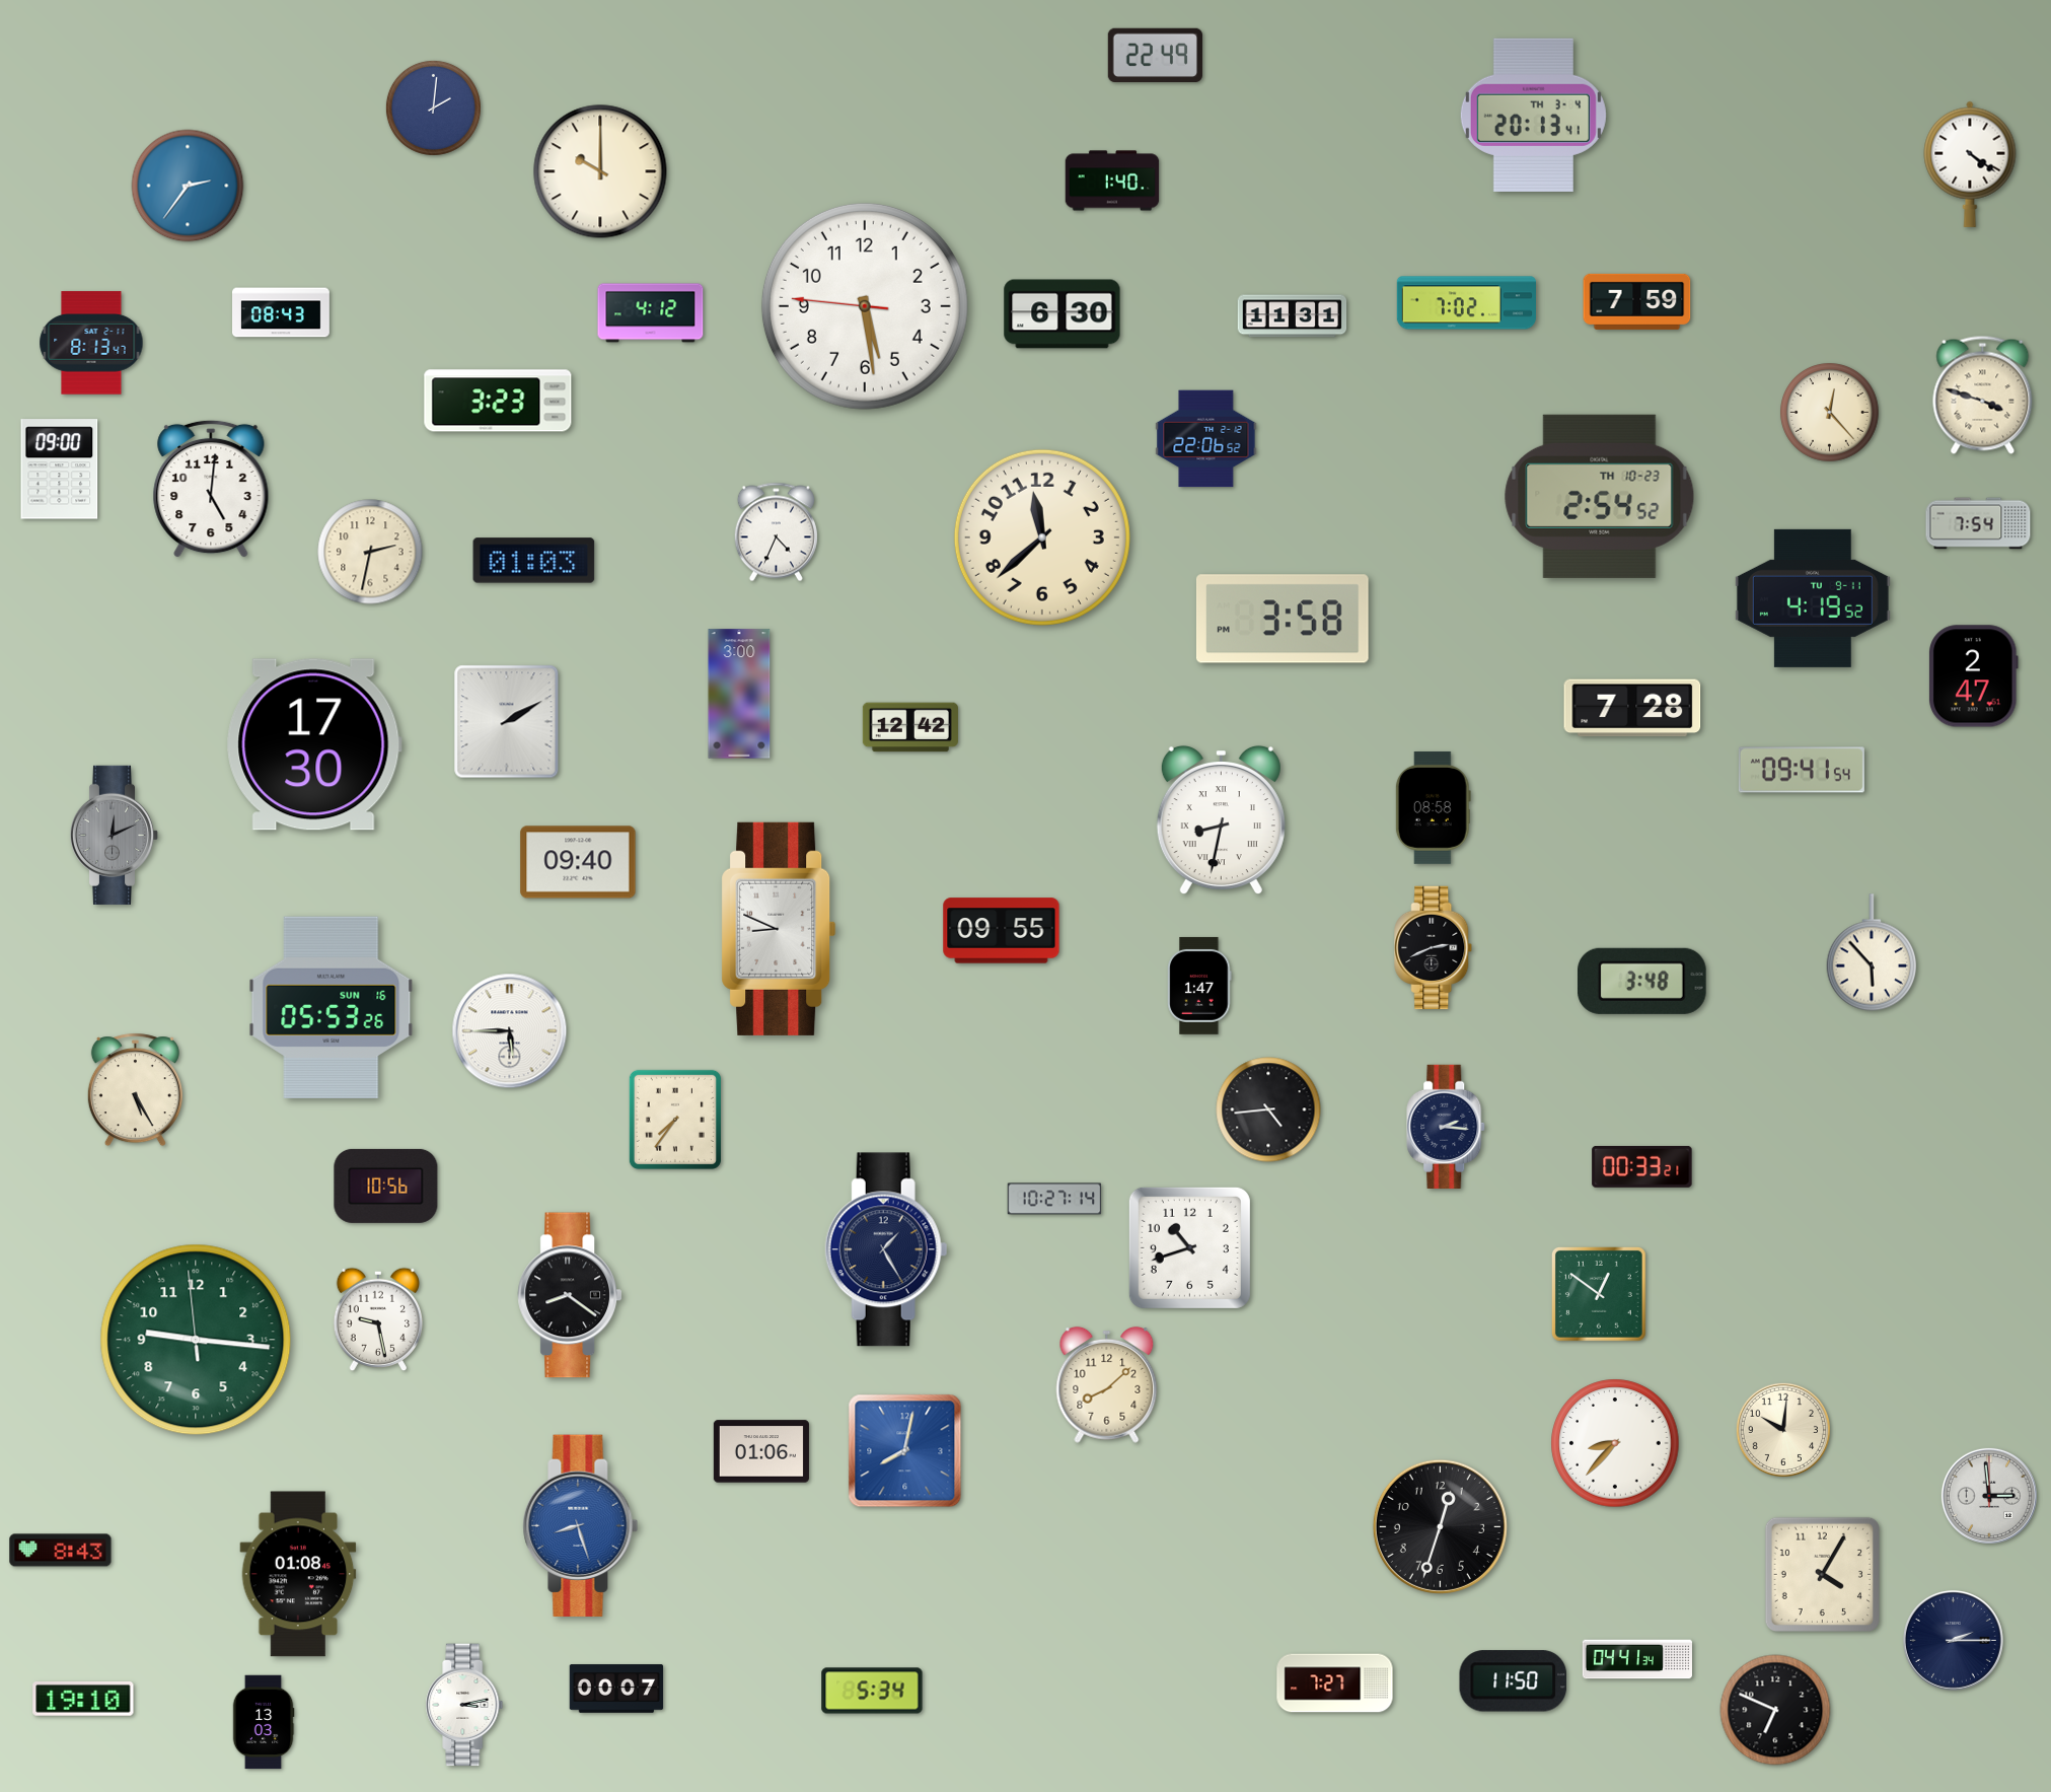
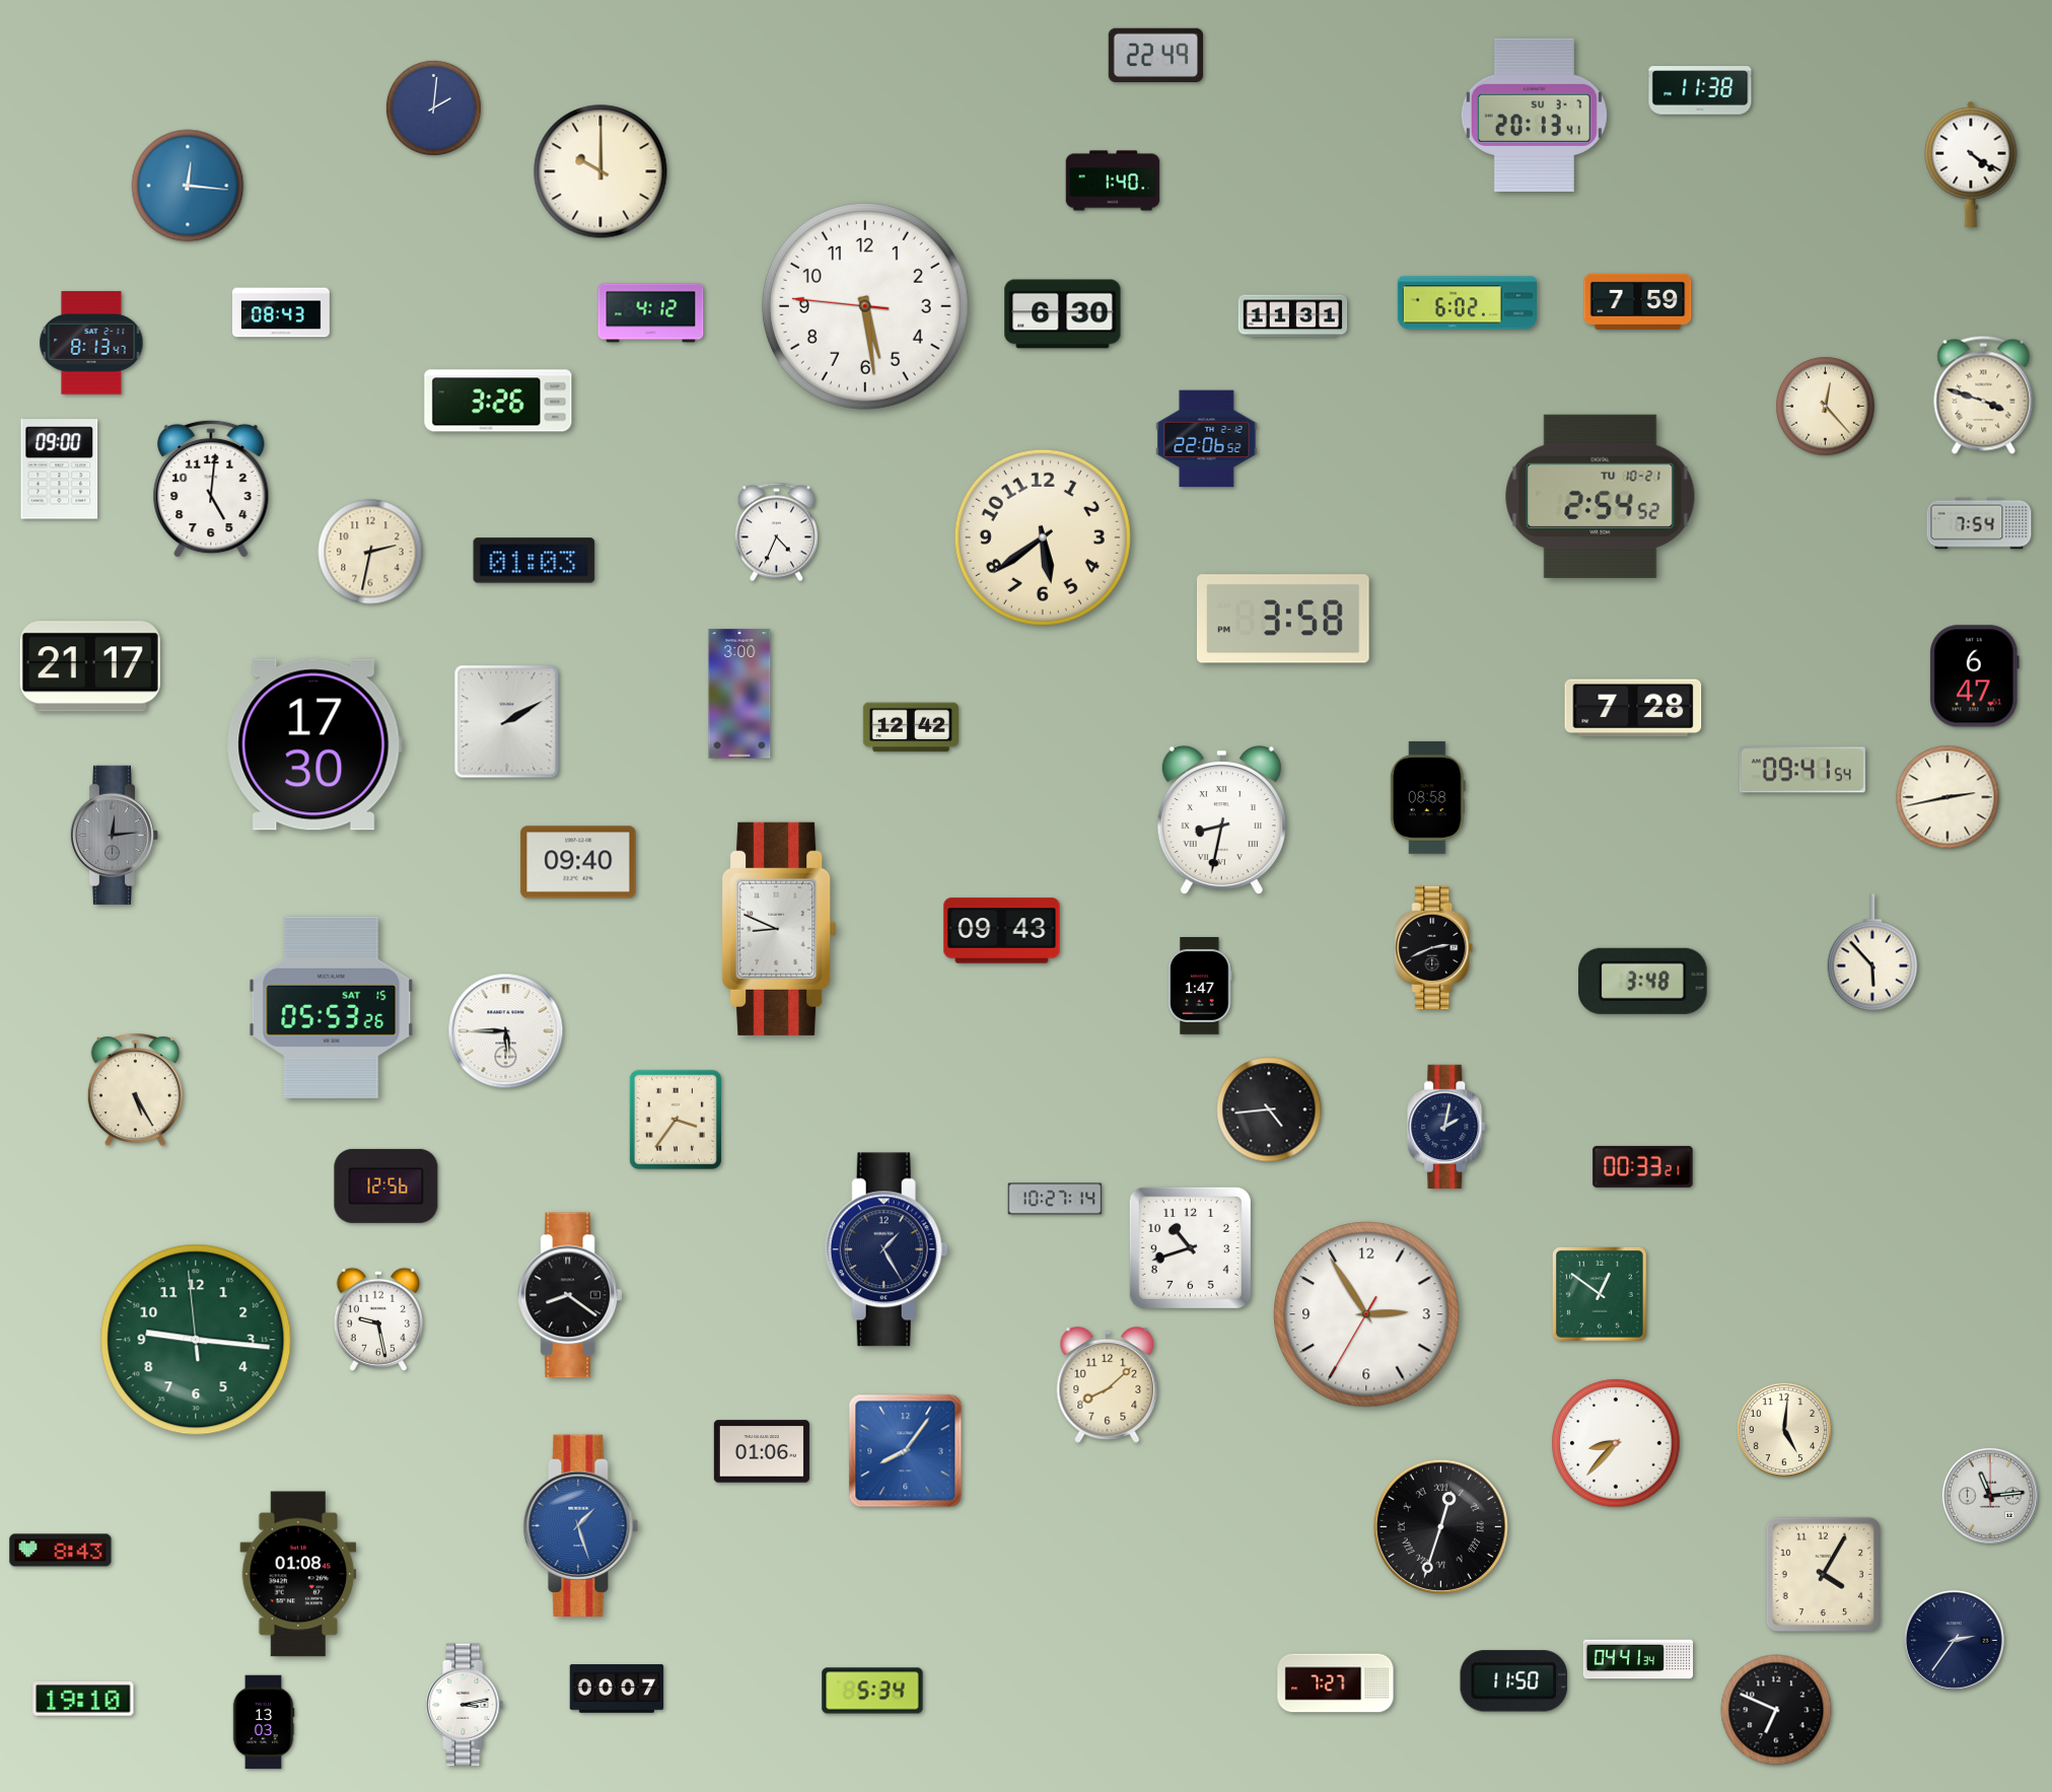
clock at (1700, 90): none -> 11:38
clock at (1533, 115) date: TH 3-4 -> SU 3-7
clock at (188, 186): 2:36 -> 12:16
clock at (1466, 303): 7:02 -> 6:02
clock at (498, 401): 3:23 -> 3:26
clock at (1830, 413) position: (1830, 413) -> (1826, 407)
clock at (1600, 496) date: TH 10-23 -> TU 10-21
clock at (1042, 537): 11:38 -> 5:39
clock at (1813, 598): 4:19 -> none
clock at (90, 666): none -> 21:17
clock at (1974, 676): 2:47 -> 6:47
clock at (1948, 797): none -> 2:43
clock at (1433, 808) position: (1433, 808) -> (1427, 798)
clock at (115, 835): 12:11 -> 12:14
clock at (1002, 931): 09:55 -> 09:43
clock at (332, 1007) date: SUN 16 -> SAT 15
clock at (510, 1031) position: (510, 1031) -> (506, 1031)
clock at (675, 1120): 7:36 -> 3:36
clock at (1447, 1126): 2:16 -> 2:02
clock at (386, 1186): 10:56 -> 12:56
clock at (1366, 1314): none -> 2:54
clock at (1783, 1430): 10:01 -> 5:01
clock at (905, 1451): 8:02 -> 8:06
clock at (1989, 1496): 2:59 -> 11:14
clock at (581, 1526): 8:27 -> 1:27
clock at (1440, 1526) numerals: Arabic -> Roman
clock at (1953, 1640): 2:15 -> 2:36
